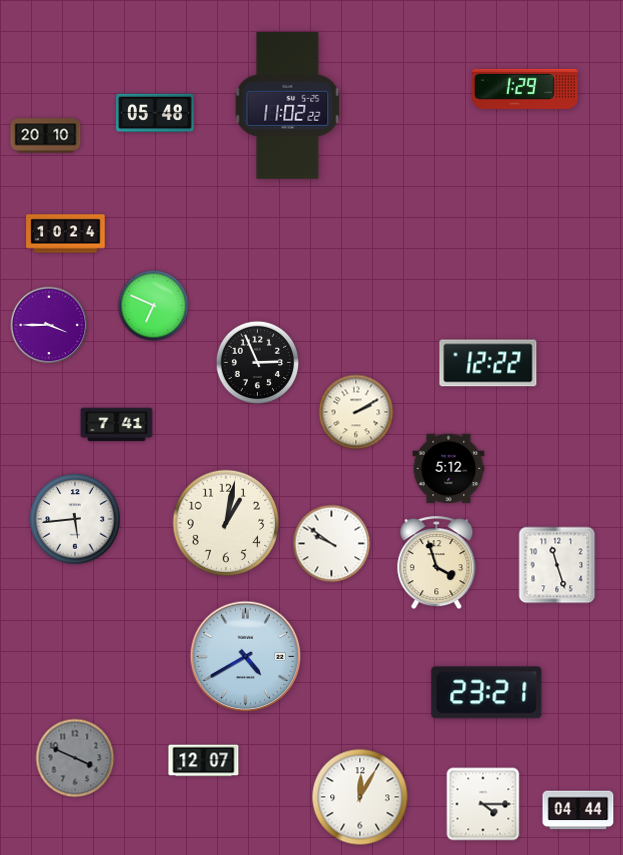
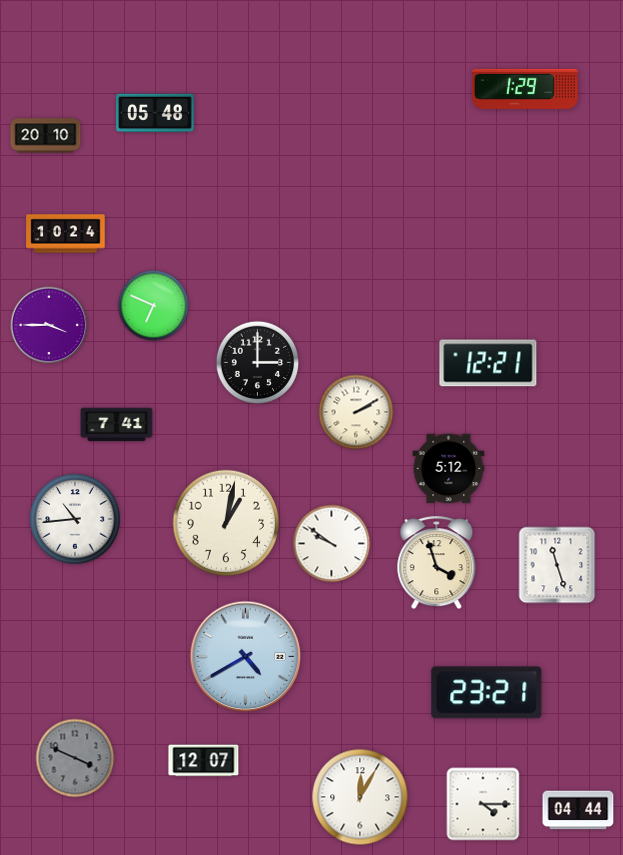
clock at (288, 105): 11:02 -> none
clock at (258, 363): 2:56 -> 3:00
clock at (488, 363): 12:22 -> 12:21
clock at (75, 519): 5:44 -> 10:44
